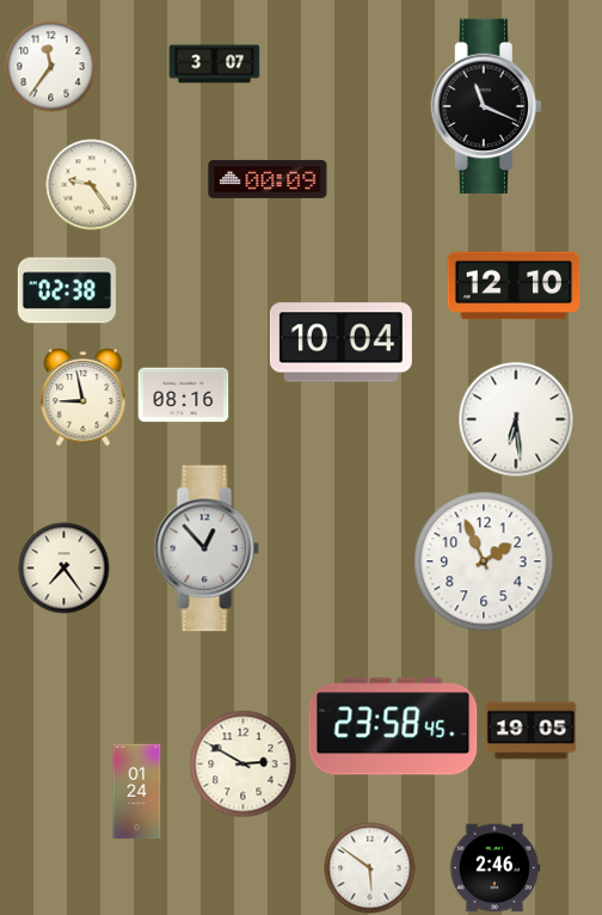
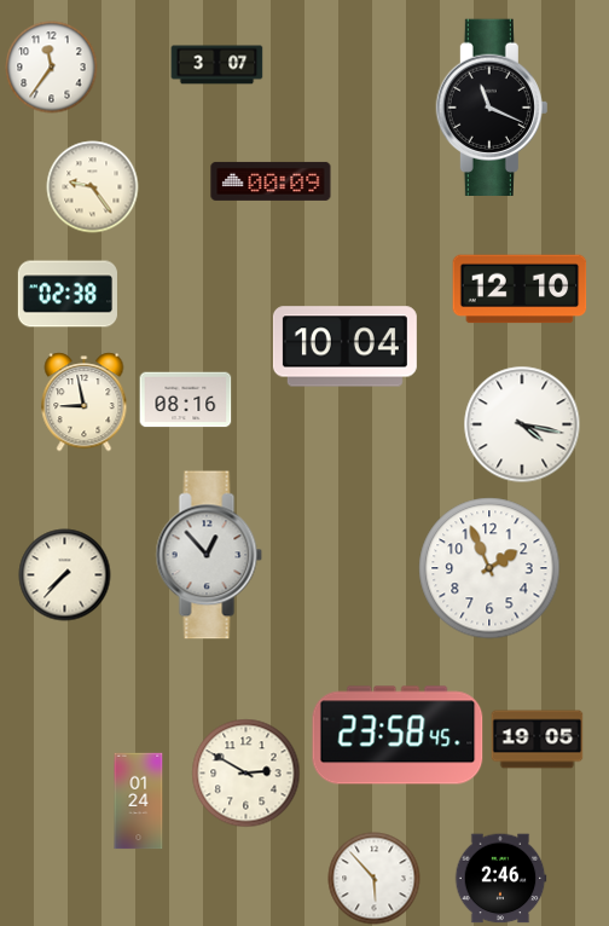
clock at (516, 419): 6:29 -> 4:17
clock at (64, 569): 7:24 -> 7:37
clock at (370, 868): 5:51 -> 5:53
